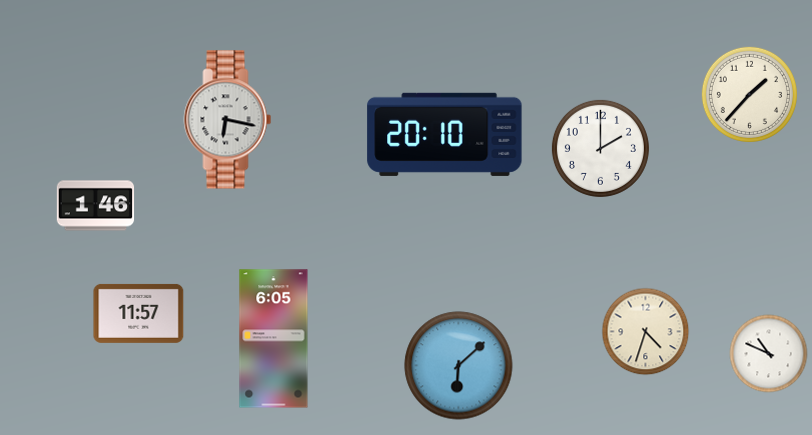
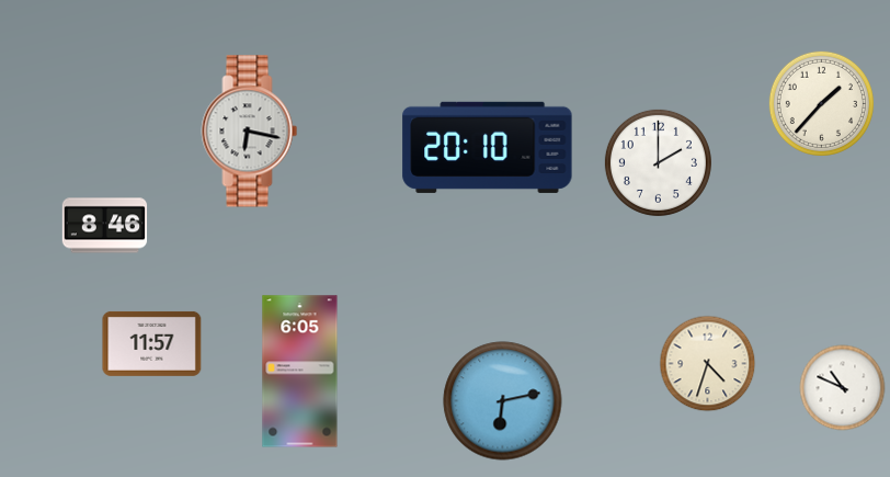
clock at (96, 206): 1:46 -> 8:46
clock at (459, 366): 6:08 -> 6:13
